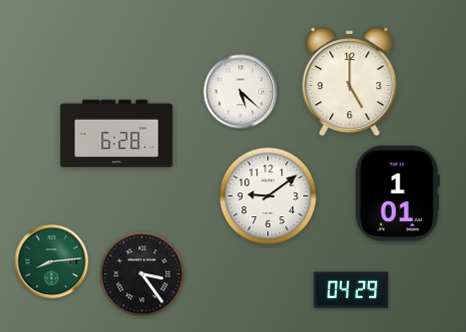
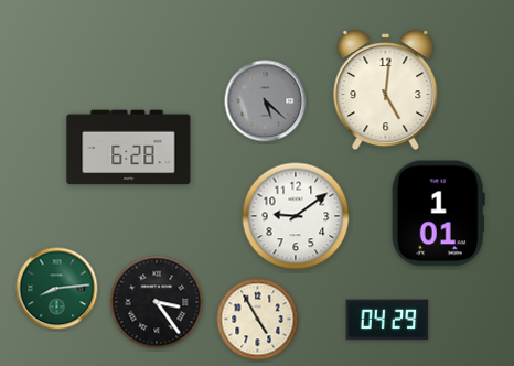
clock at (350, 82): 5:00 -> 5:01
clock at (241, 92) dial: white -> grey
clock at (258, 320): none -> 4:55
